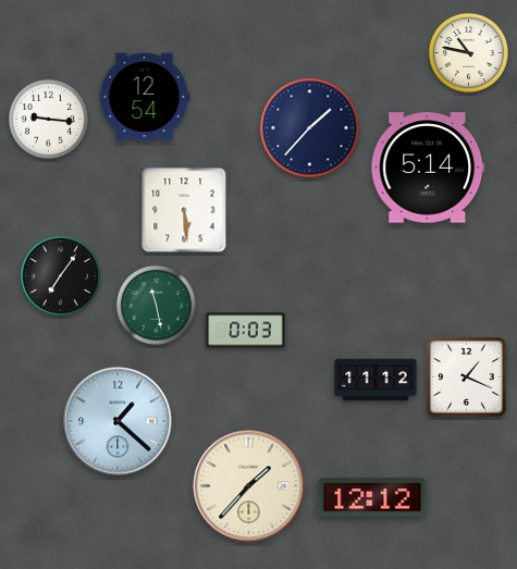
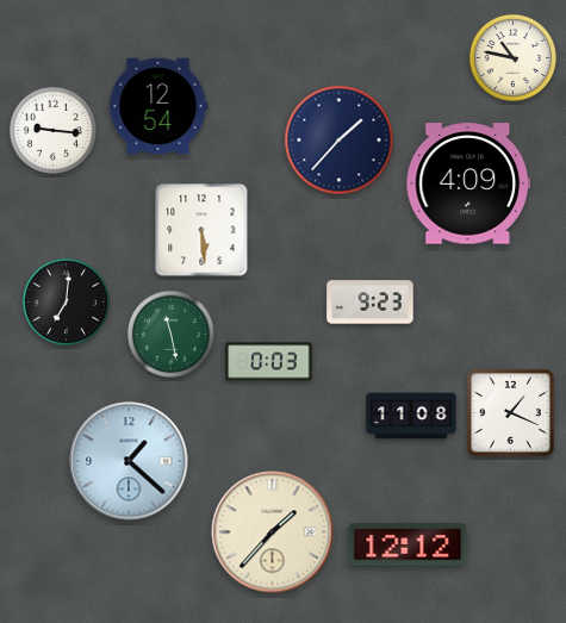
clock at (428, 168): 5:14 -> 4:09
clock at (60, 275): 7:06 -> 7:01
clock at (371, 303): none -> 9:23
clock at (376, 380): 11:12 -> 11:08
